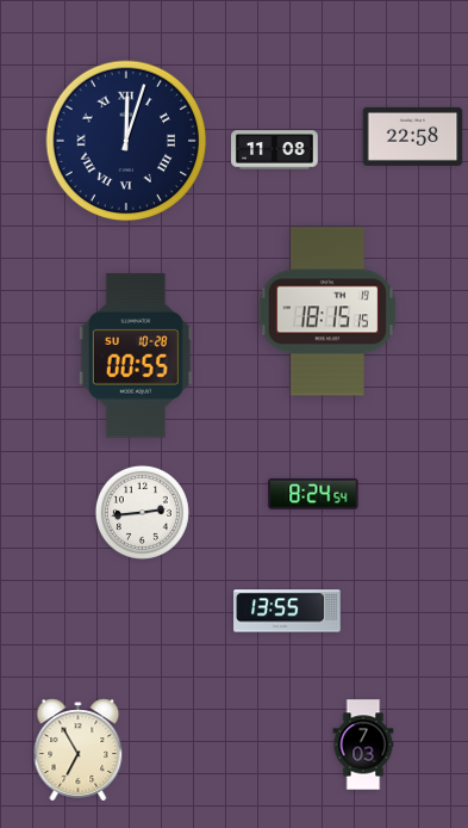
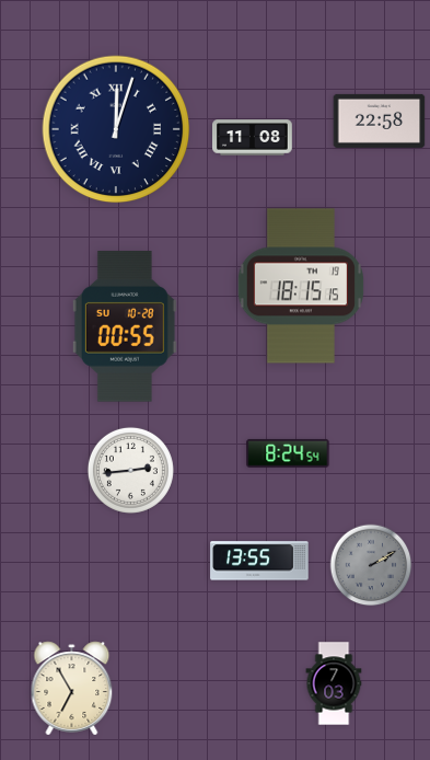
clock at (413, 136) position: (413, 136) -> (380, 120)
clock at (287, 611) position: (287, 611) -> (259, 561)
clock at (371, 565): none -> 2:10
